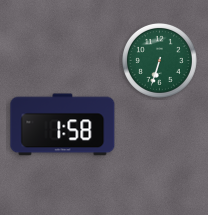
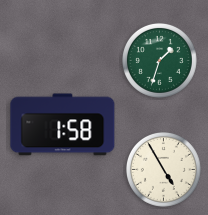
clock at (159, 60): 6:33 -> 1:33
clock at (163, 169): none -> 4:55
